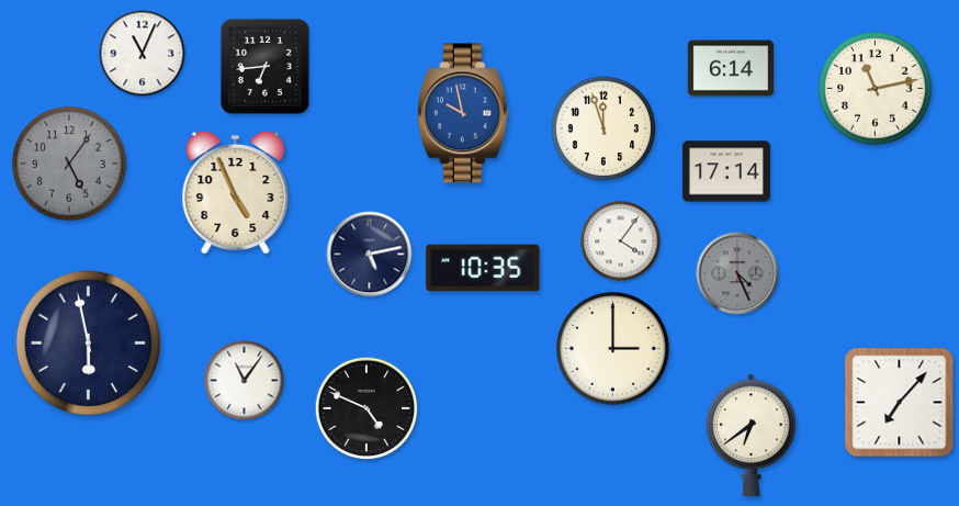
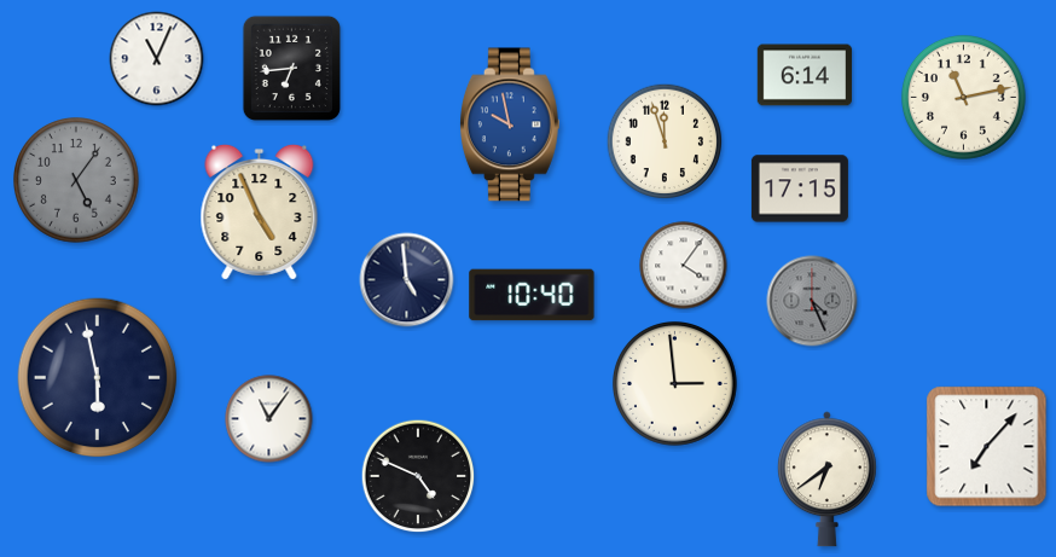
clock at (264, 66) position: (264, 66) -> (291, 68)
clock at (726, 171): 17:14 -> 17:15
clock at (370, 255): 5:13 -> 4:59
clock at (483, 268): 10:35 -> 10:40
clock at (612, 348): 3:00 -> 2:59
clock at (900, 403) position: (900, 403) -> (987, 447)
clock at (366, 408) position: (366, 408) -> (418, 476)
